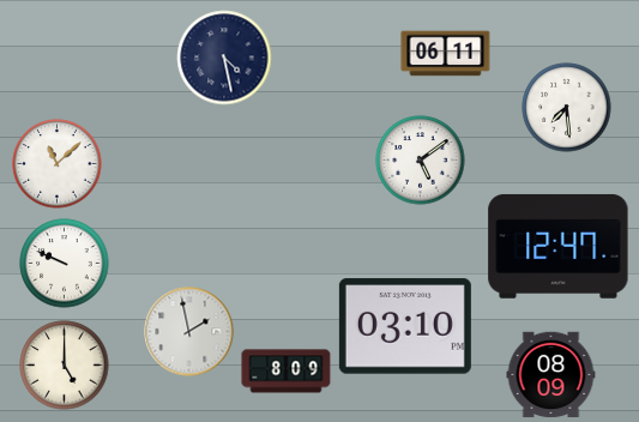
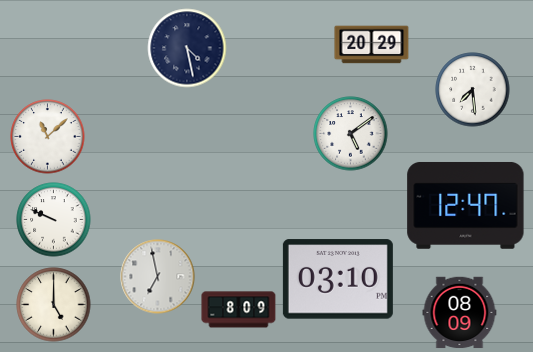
clock at (446, 54): 06:11 -> 20:29
clock at (405, 326) position: (405, 326) -> (338, 279)
clock at (189, 332): 1:58 -> 6:58
